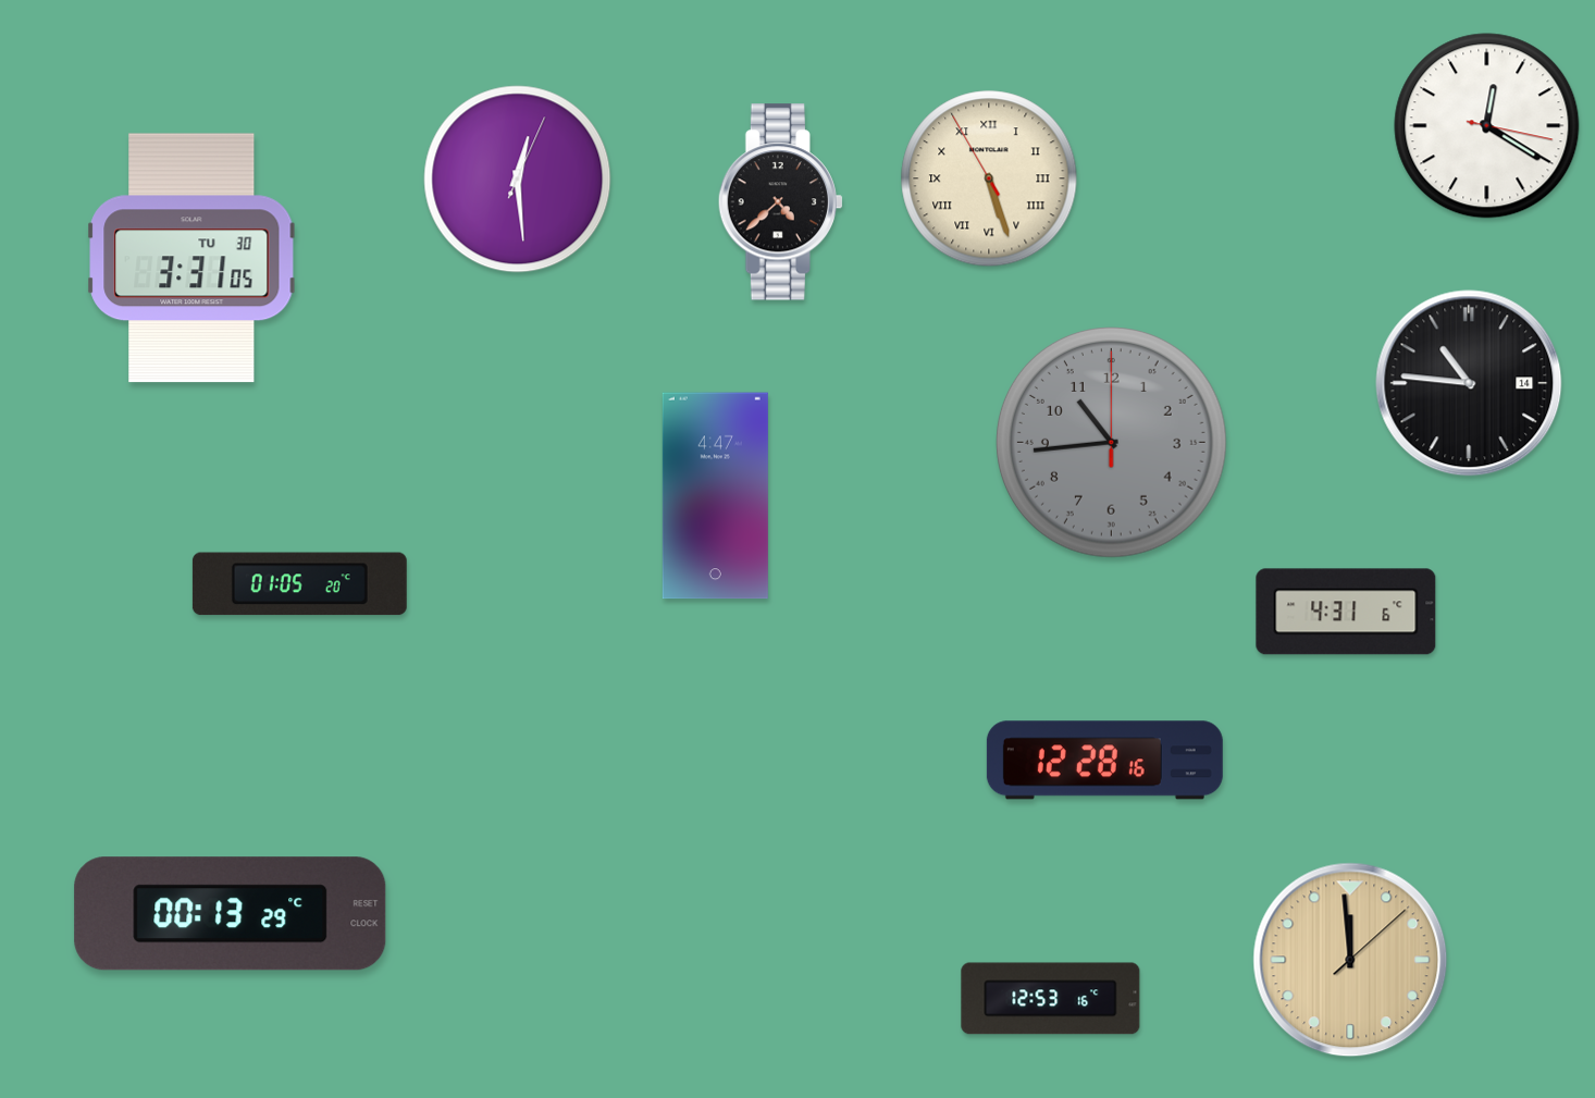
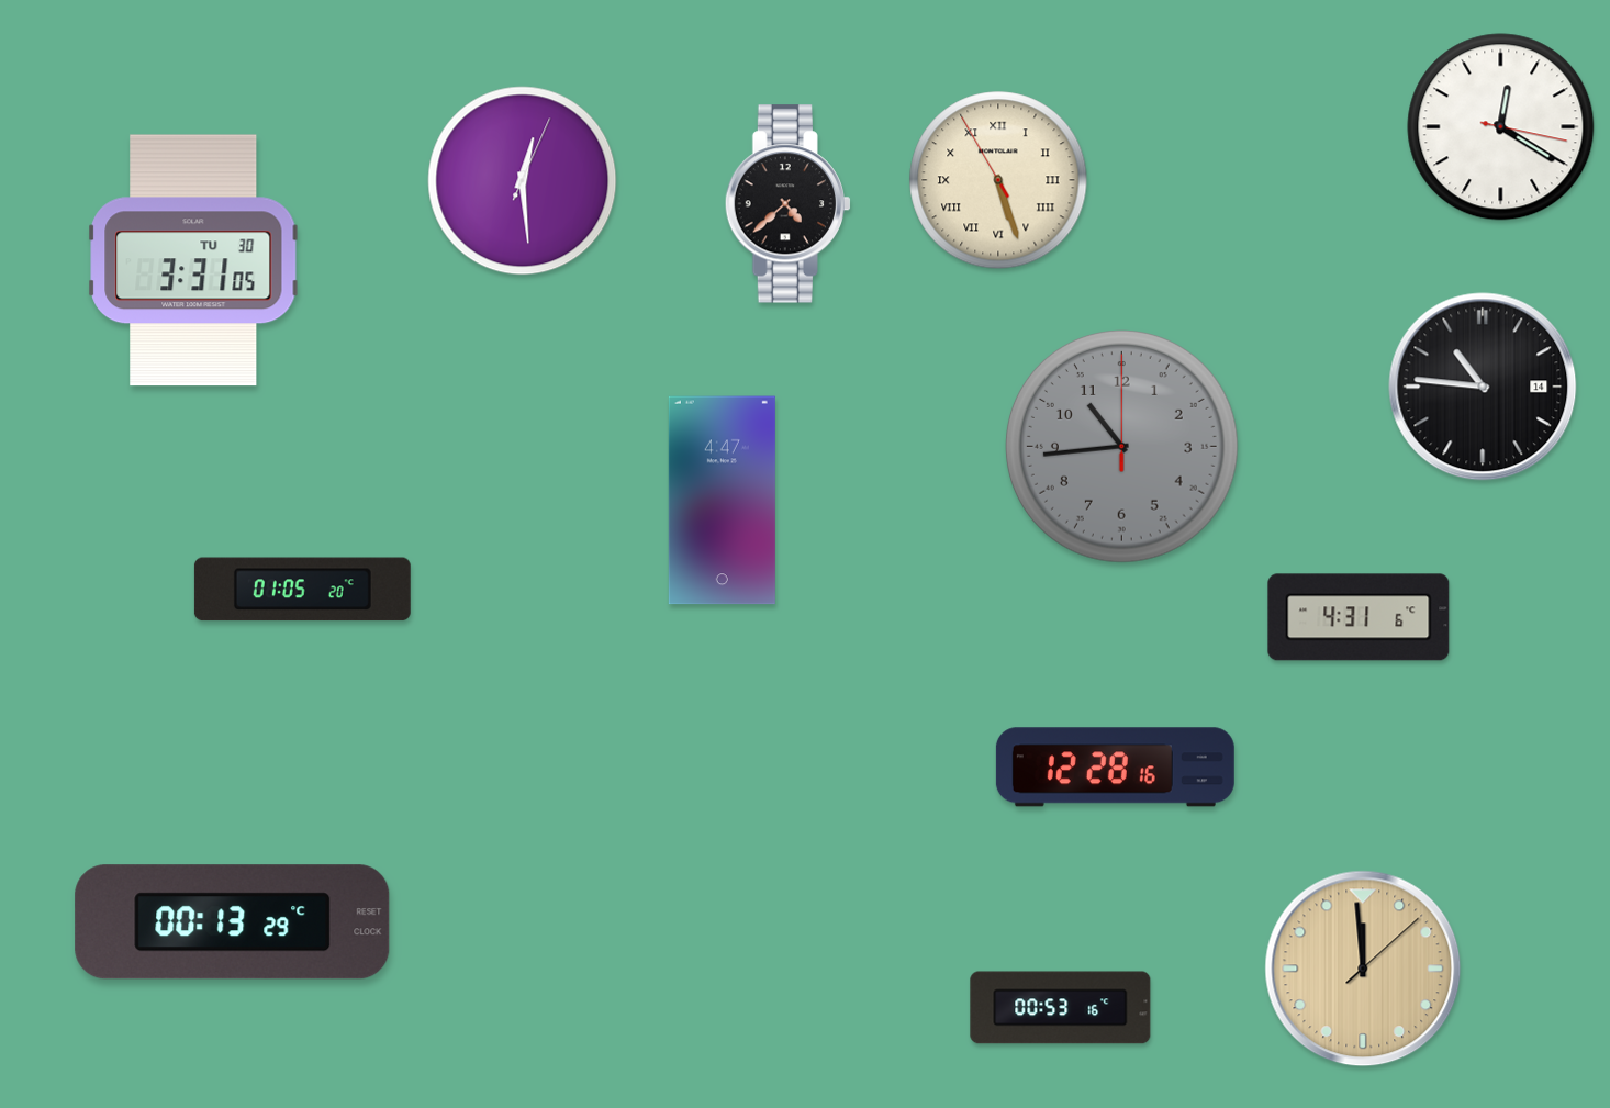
clock at (1051, 999): 12:53 -> 00:53
